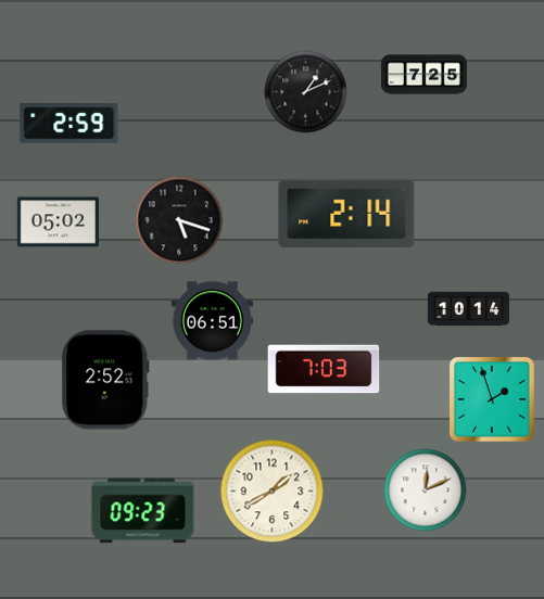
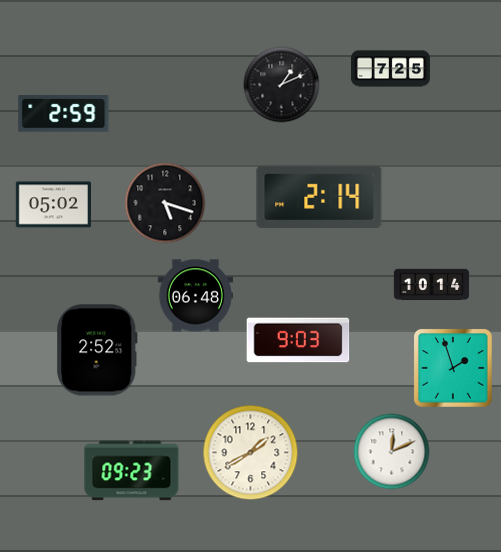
clock at (212, 321): 06:51 -> 06:48
clock at (324, 369): 7:03 -> 9:03
